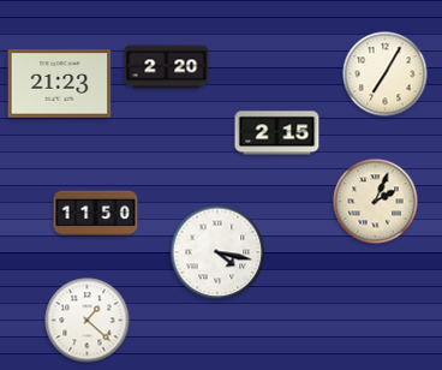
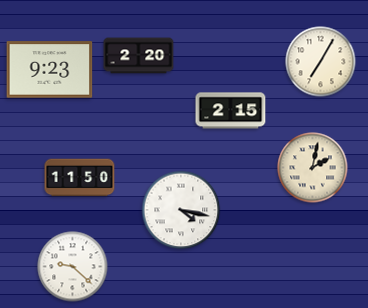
clock at (60, 84): 21:23 -> 9:23
clock at (376, 202): 2:04 -> 2:02
clock at (88, 321): 1:22 -> 9:22
